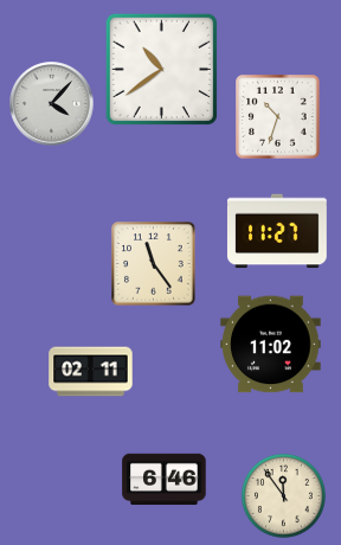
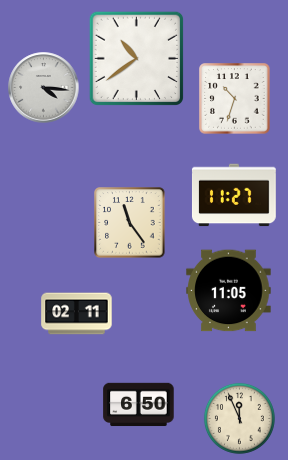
clock at (52, 104): 4:07 -> 4:16
clock at (271, 345): 11:02 -> 11:05
clock at (165, 480): 6:46 -> 6:50
clock at (283, 495): 11:54 -> 11:56
